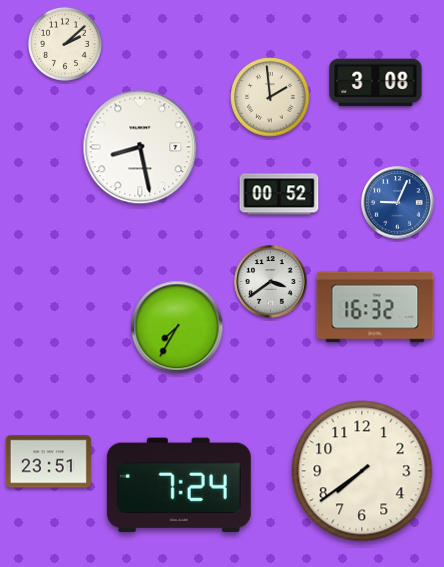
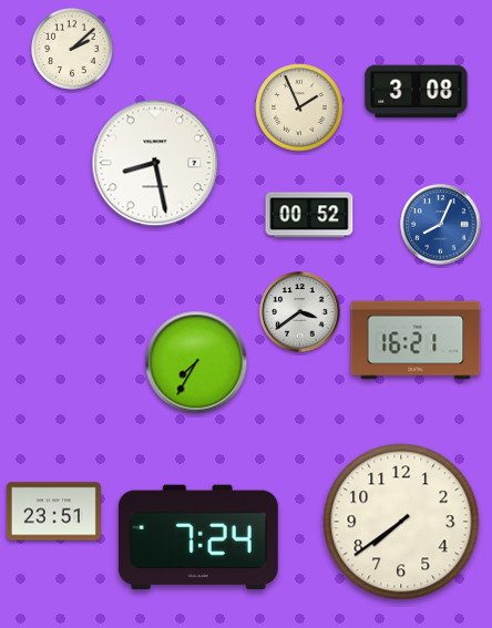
clock at (270, 97): 1:59 -> 1:56
clock at (398, 203): 9:04 -> 8:04
clock at (375, 307): 16:32 -> 16:21
